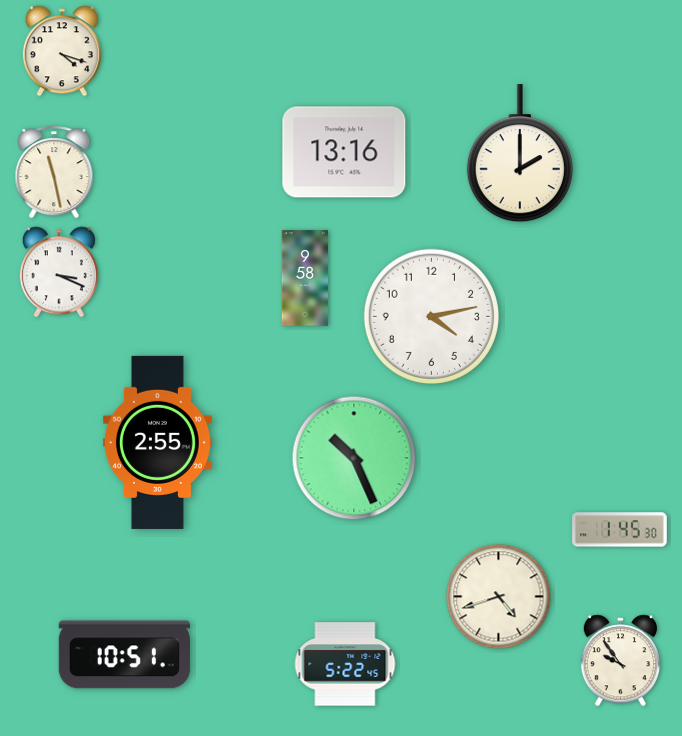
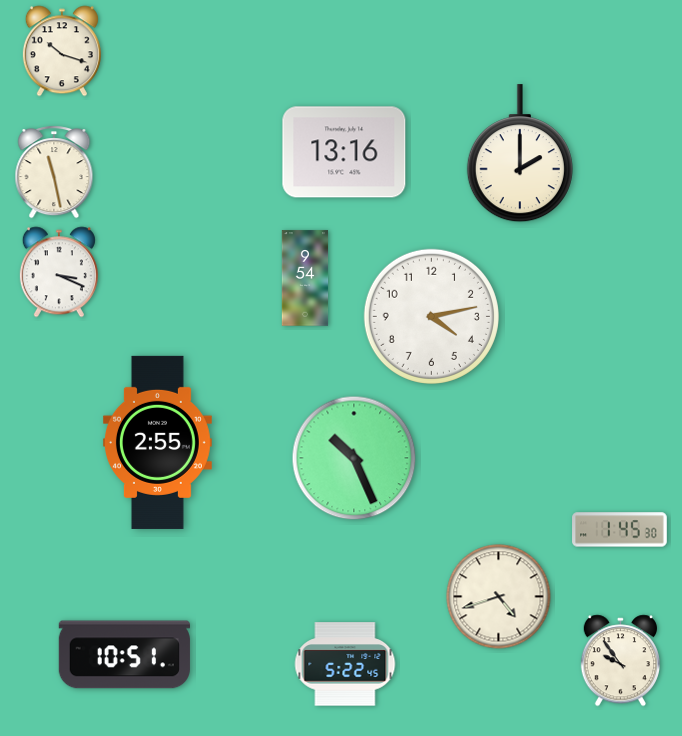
clock at (62, 51): 4:18 -> 10:18
clock at (305, 278): 9:58 -> 9:54
